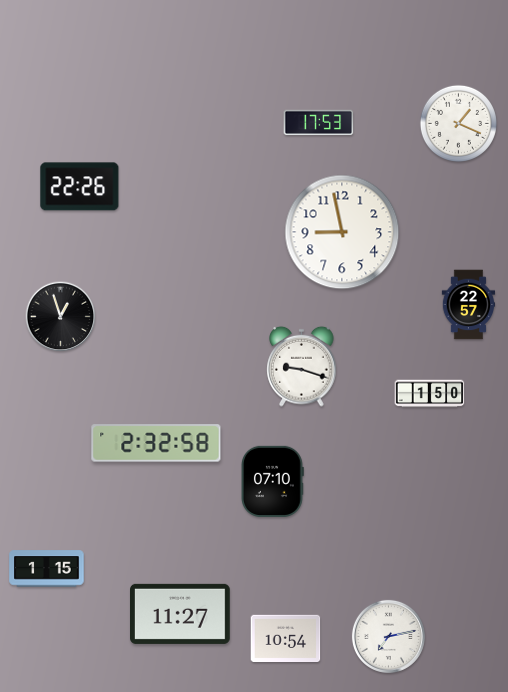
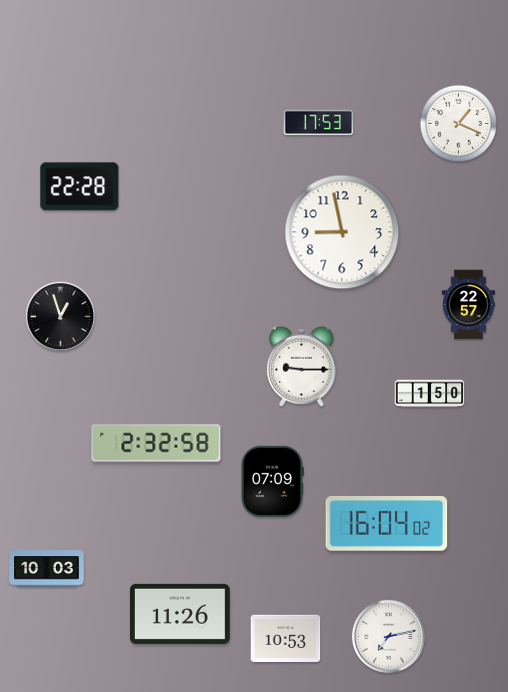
clock at (80, 187): 22:26 -> 22:28
clock at (302, 366): 9:18 -> 9:15
clock at (273, 481): 07:10 -> 07:09
clock at (387, 524): none -> 16:04
clock at (47, 569): 1:15 -> 10:03
clock at (181, 614): 11:27 -> 11:26
clock at (286, 639): 10:54 -> 10:53
